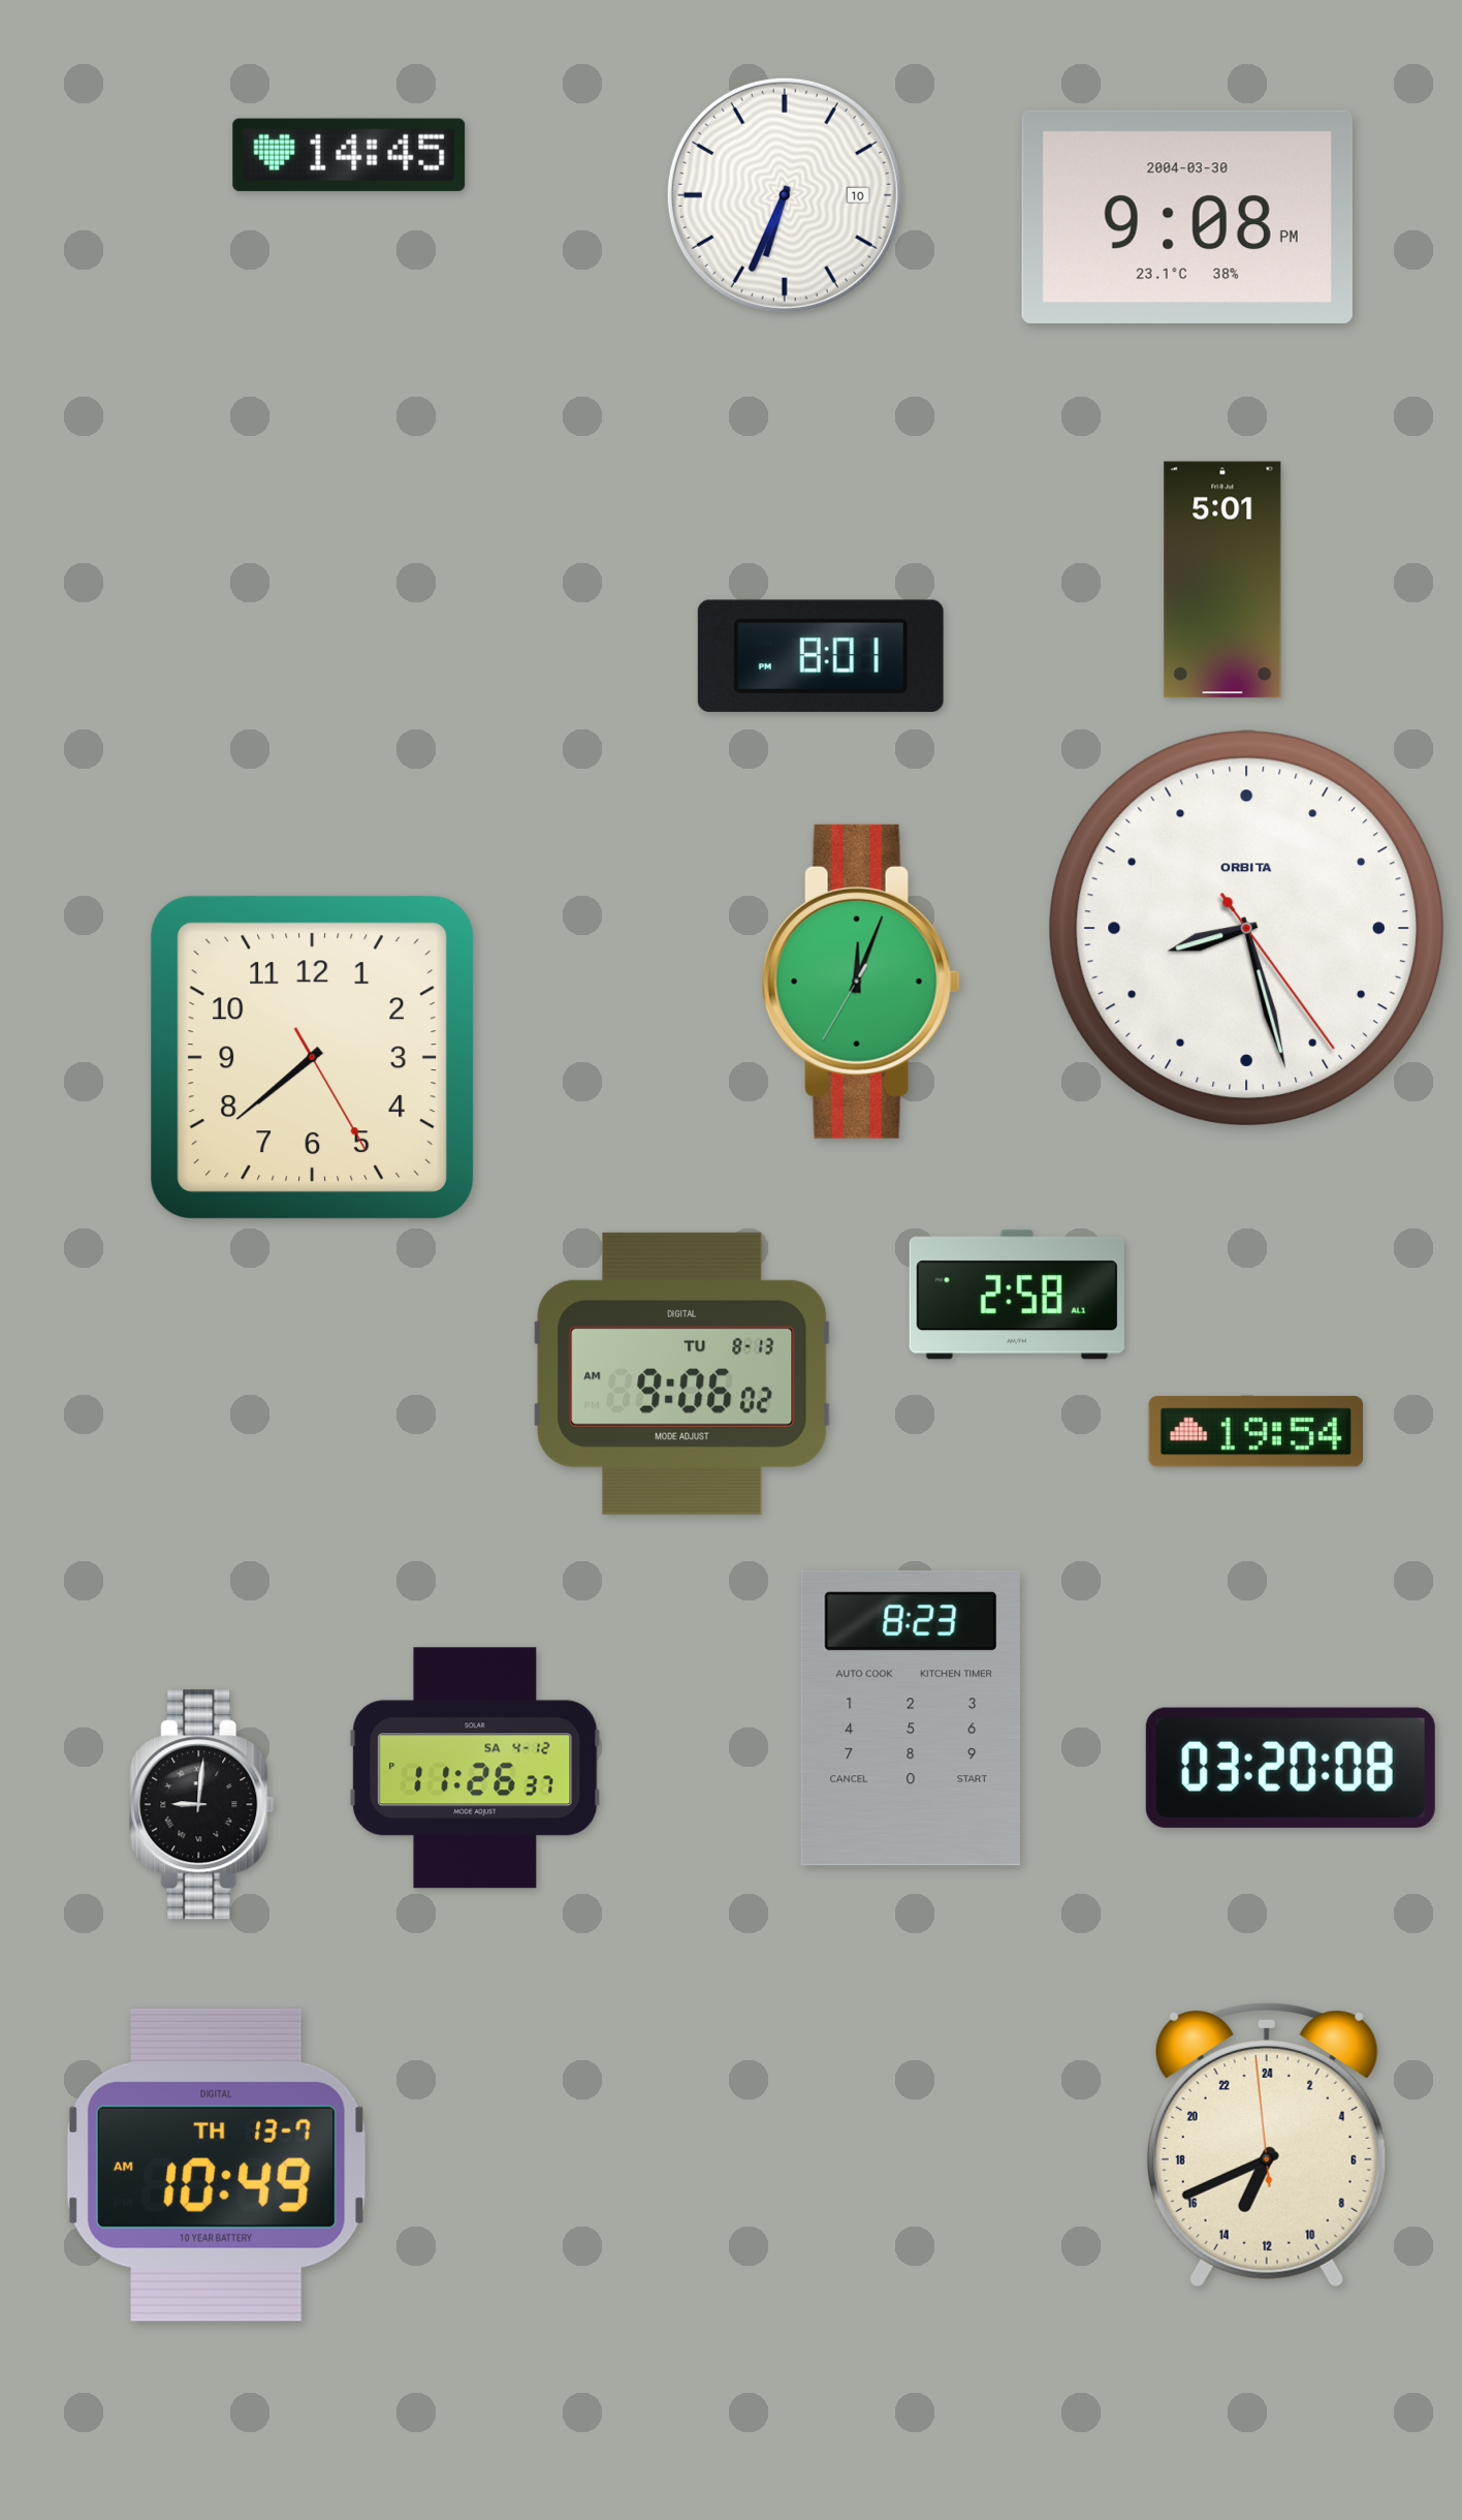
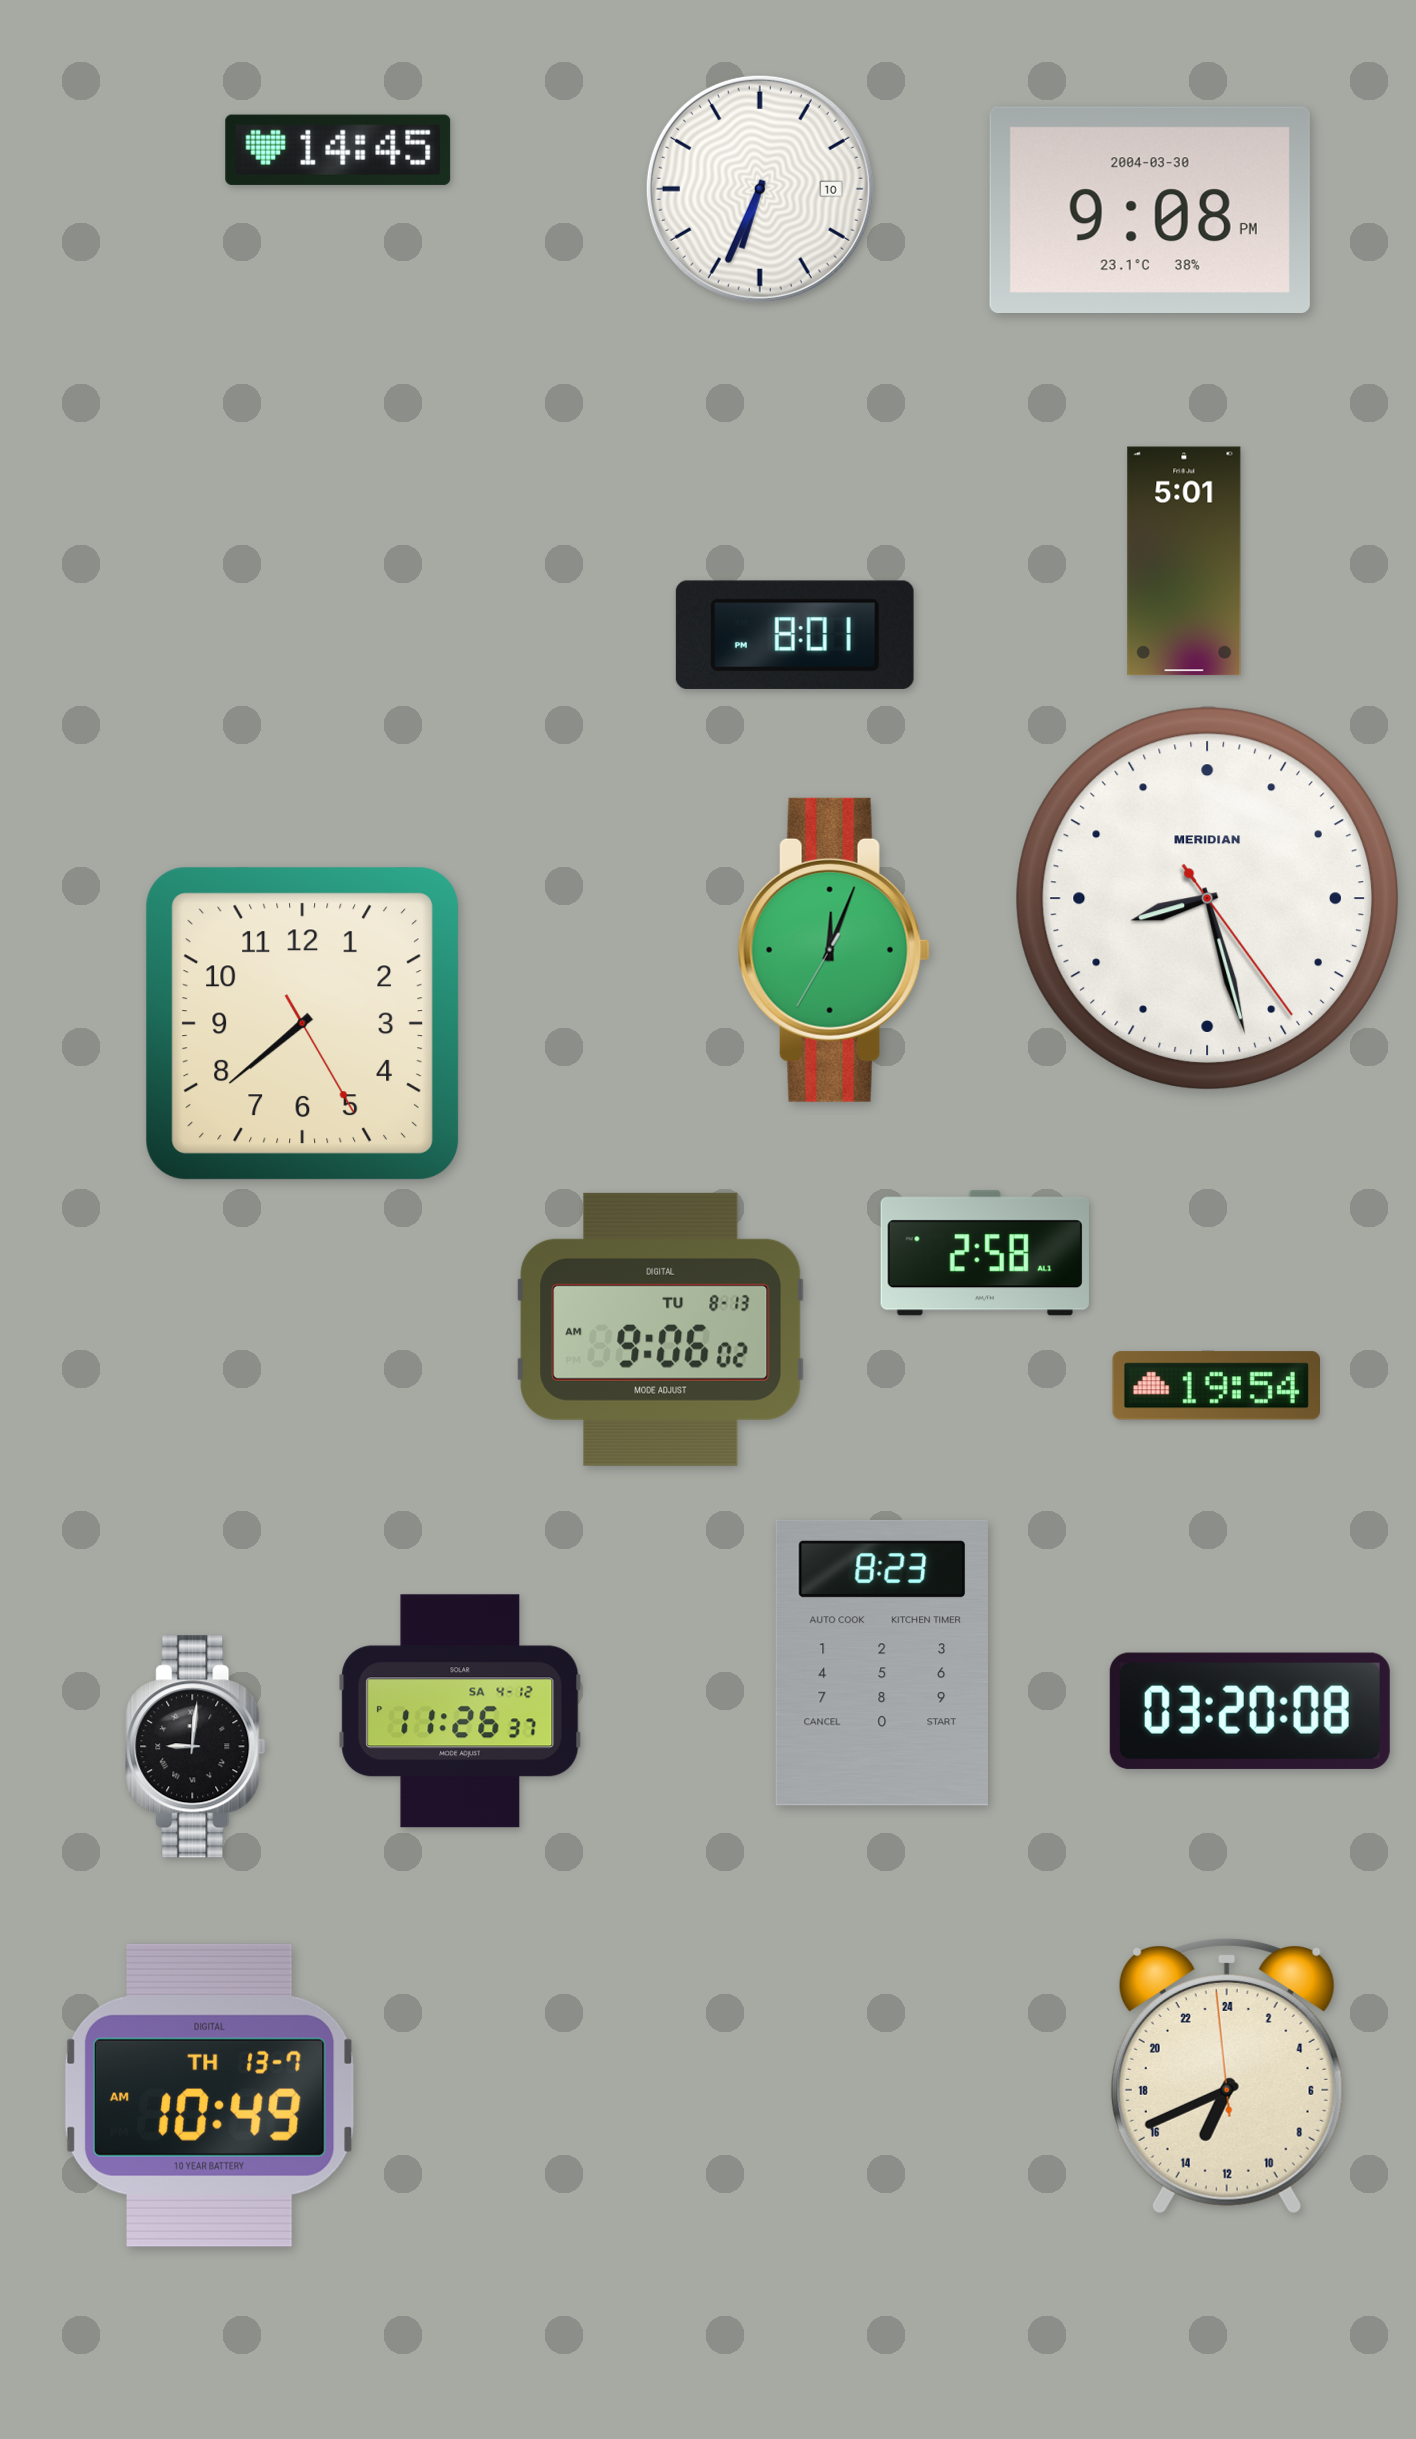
clock at (1246, 928) brand: ORBITA -> MERIDIAN
